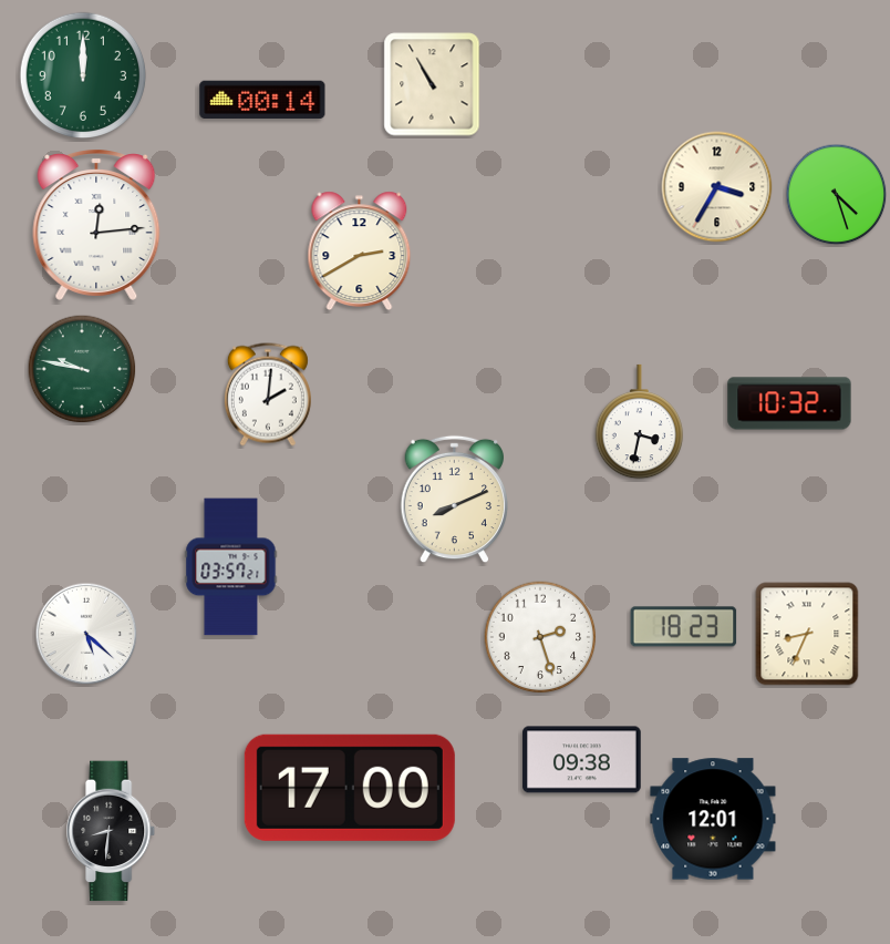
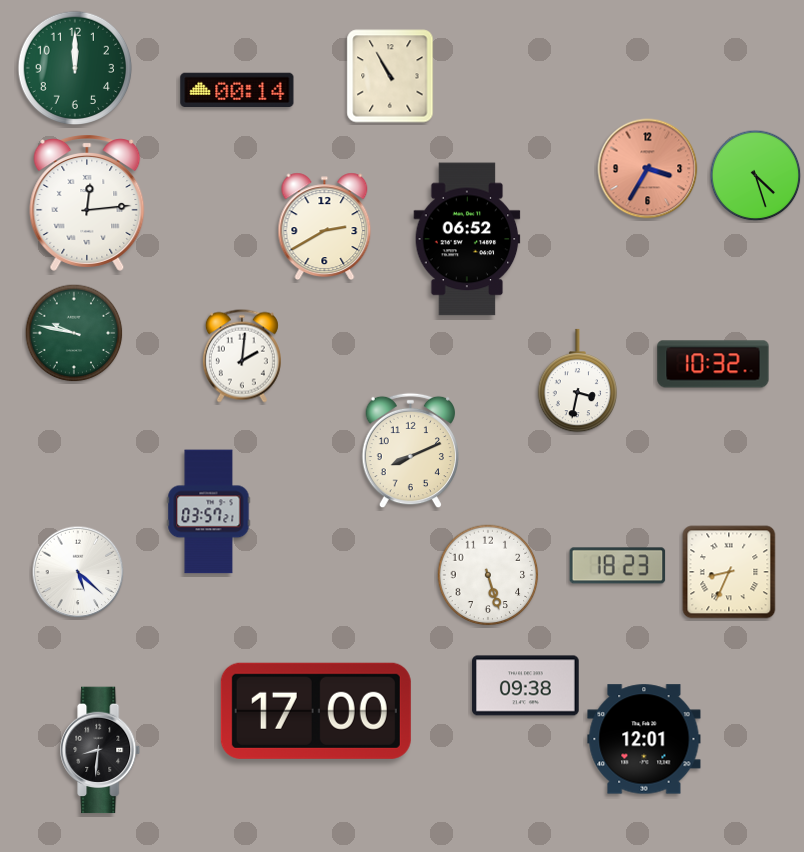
clock at (717, 187) dial: cream -> salmon
clock at (467, 239): none -> 06:52
clock at (540, 637): 2:27 -> 5:27
